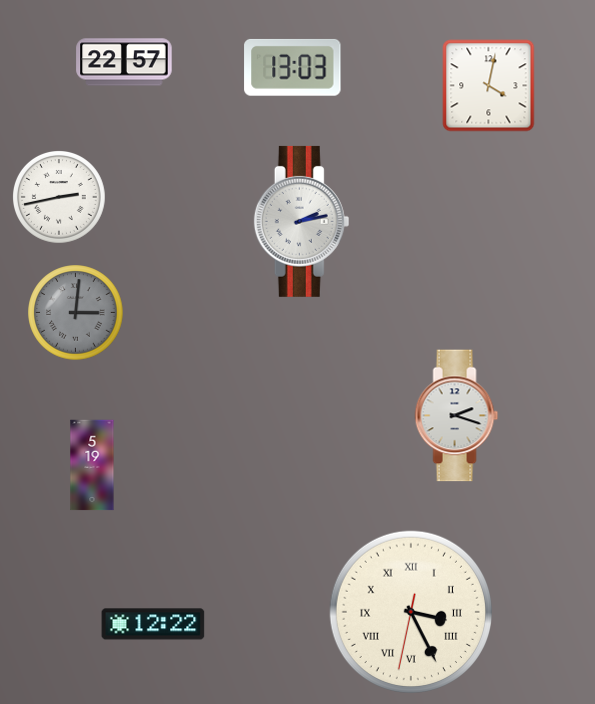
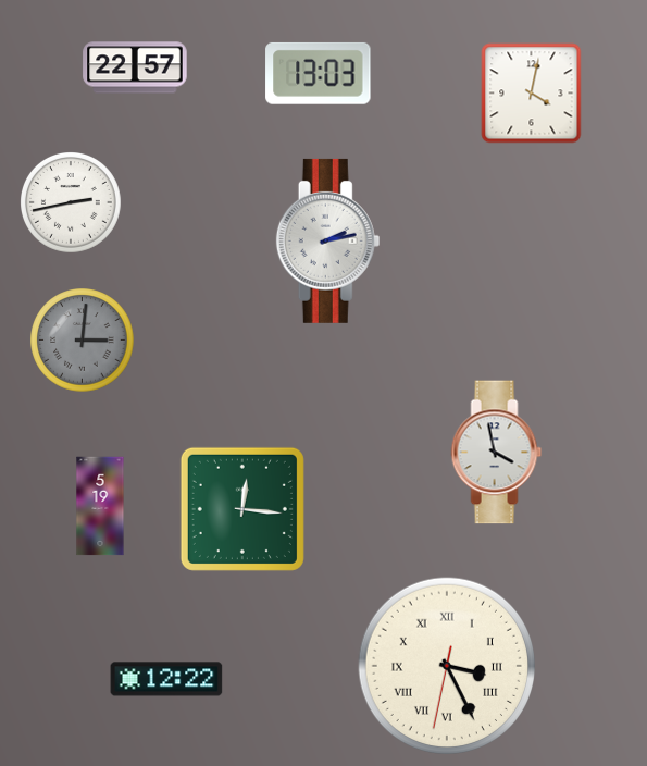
clock at (60, 198) position: (60, 198) -> (72, 203)
clock at (457, 416): 2:18 -> 3:58
clock at (242, 509): none -> 12:16
